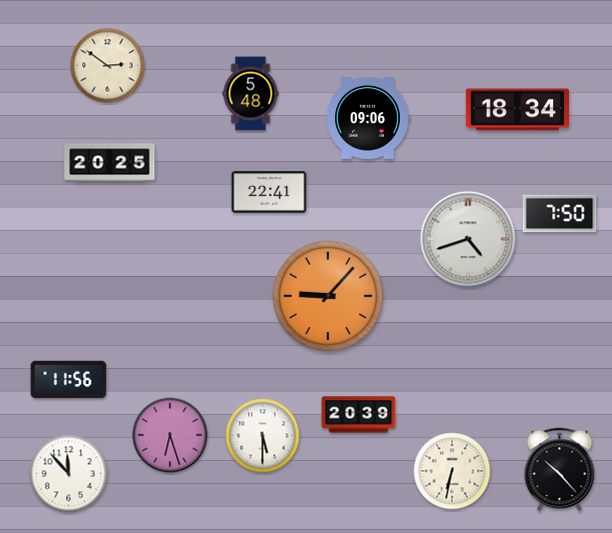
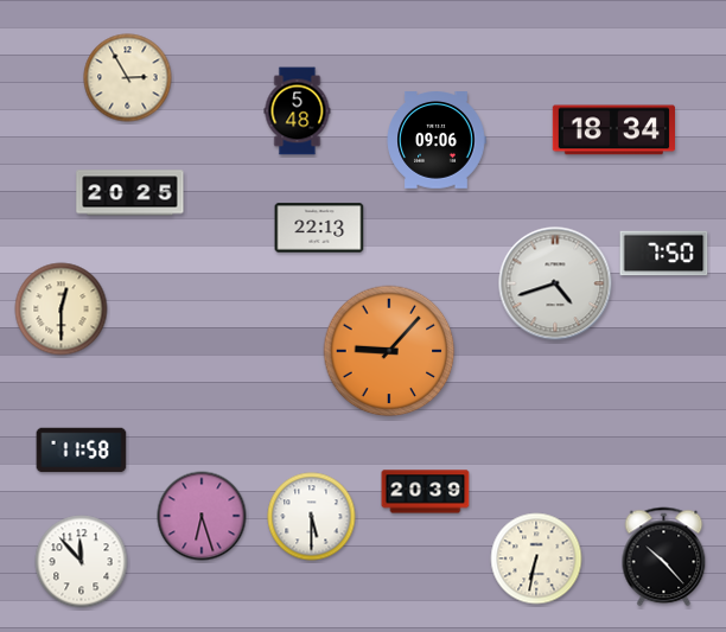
clock at (108, 66): 2:51 -> 2:55
clock at (269, 192): 22:41 -> 22:13
clock at (62, 309): none -> 12:30
clock at (69, 380): 11:56 -> 11:58
